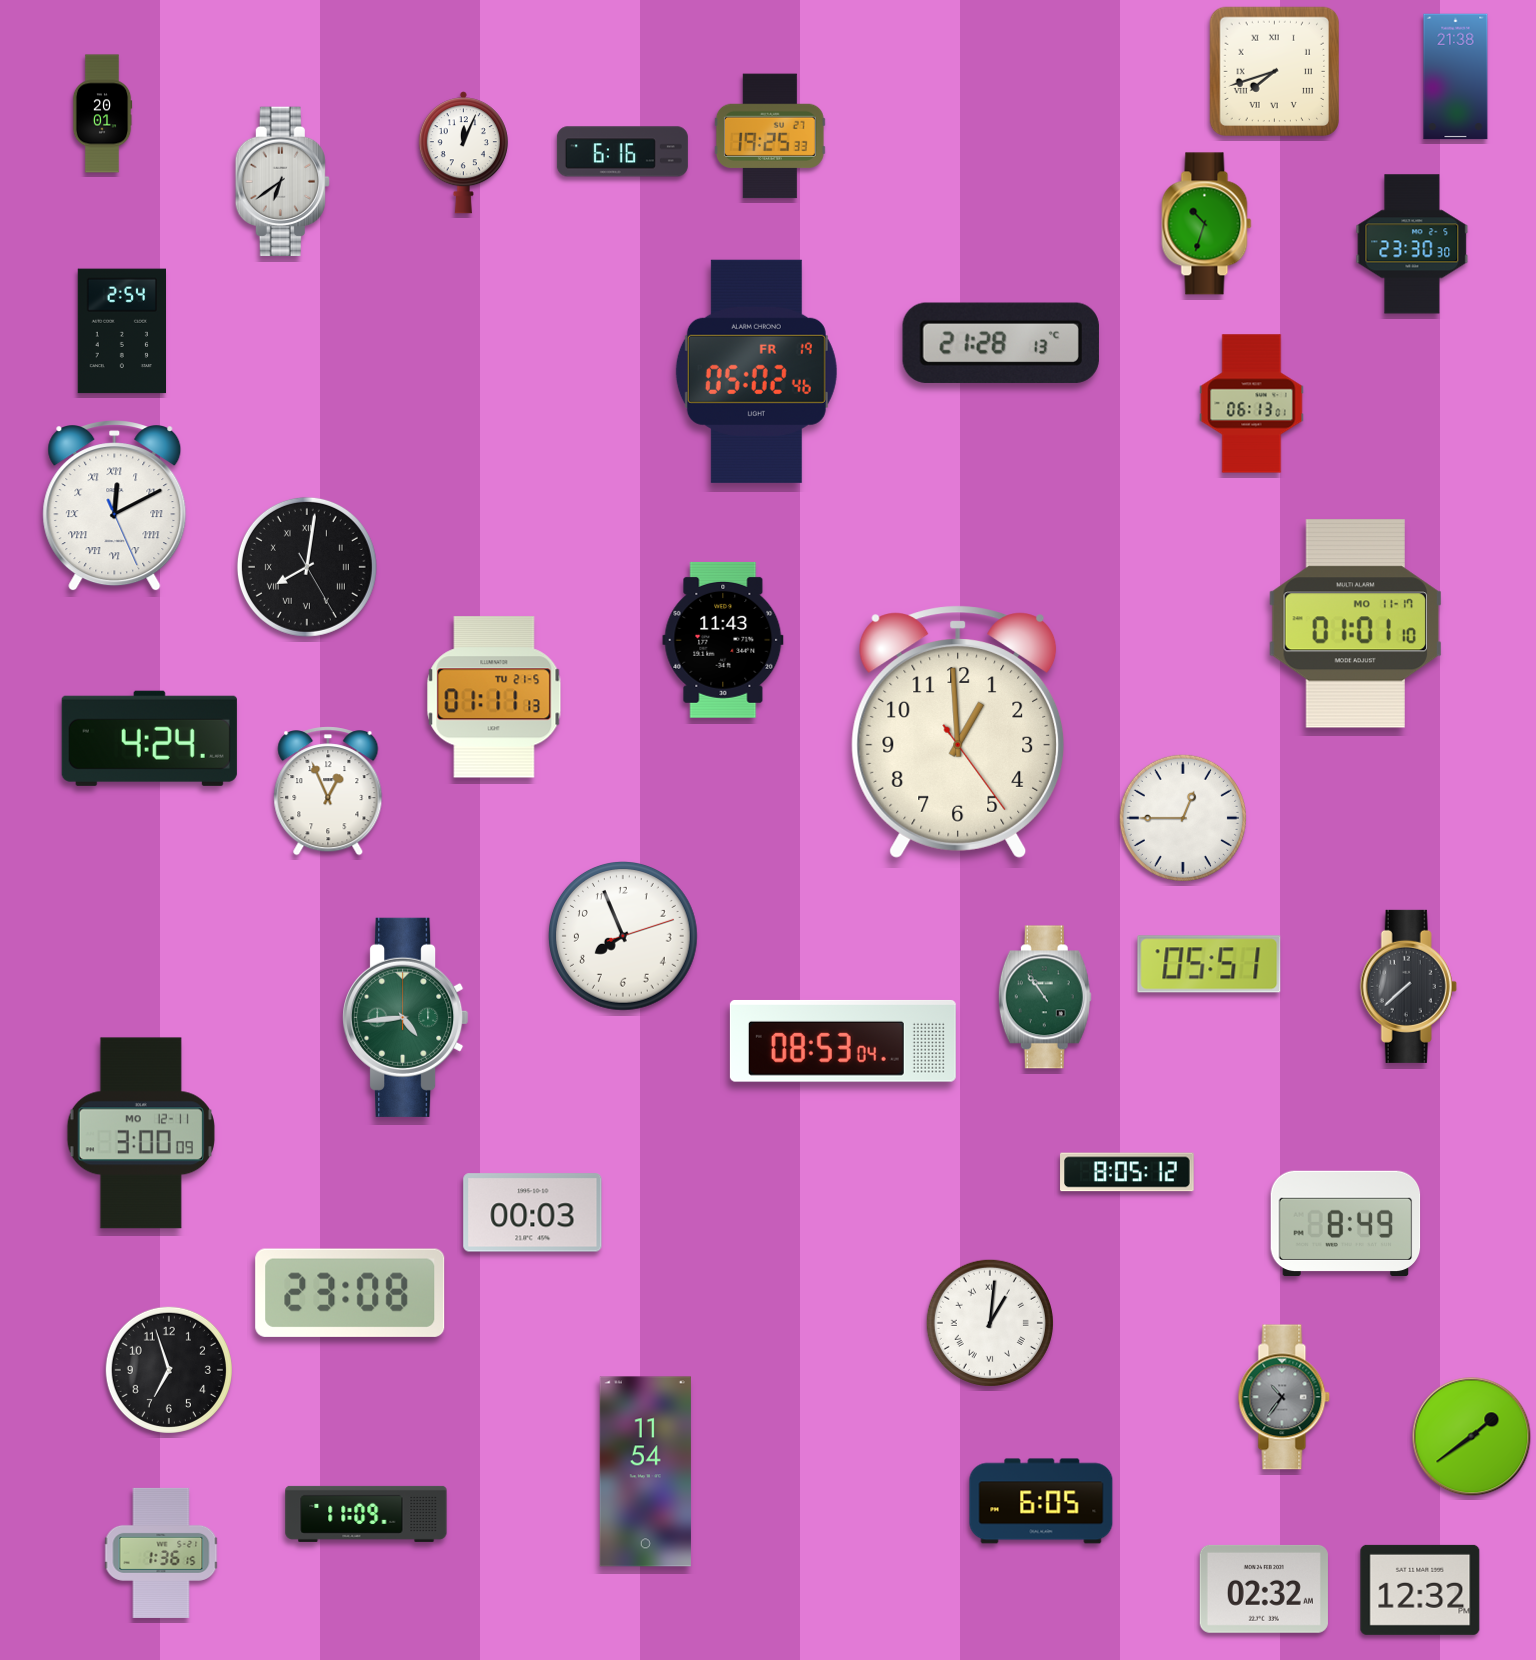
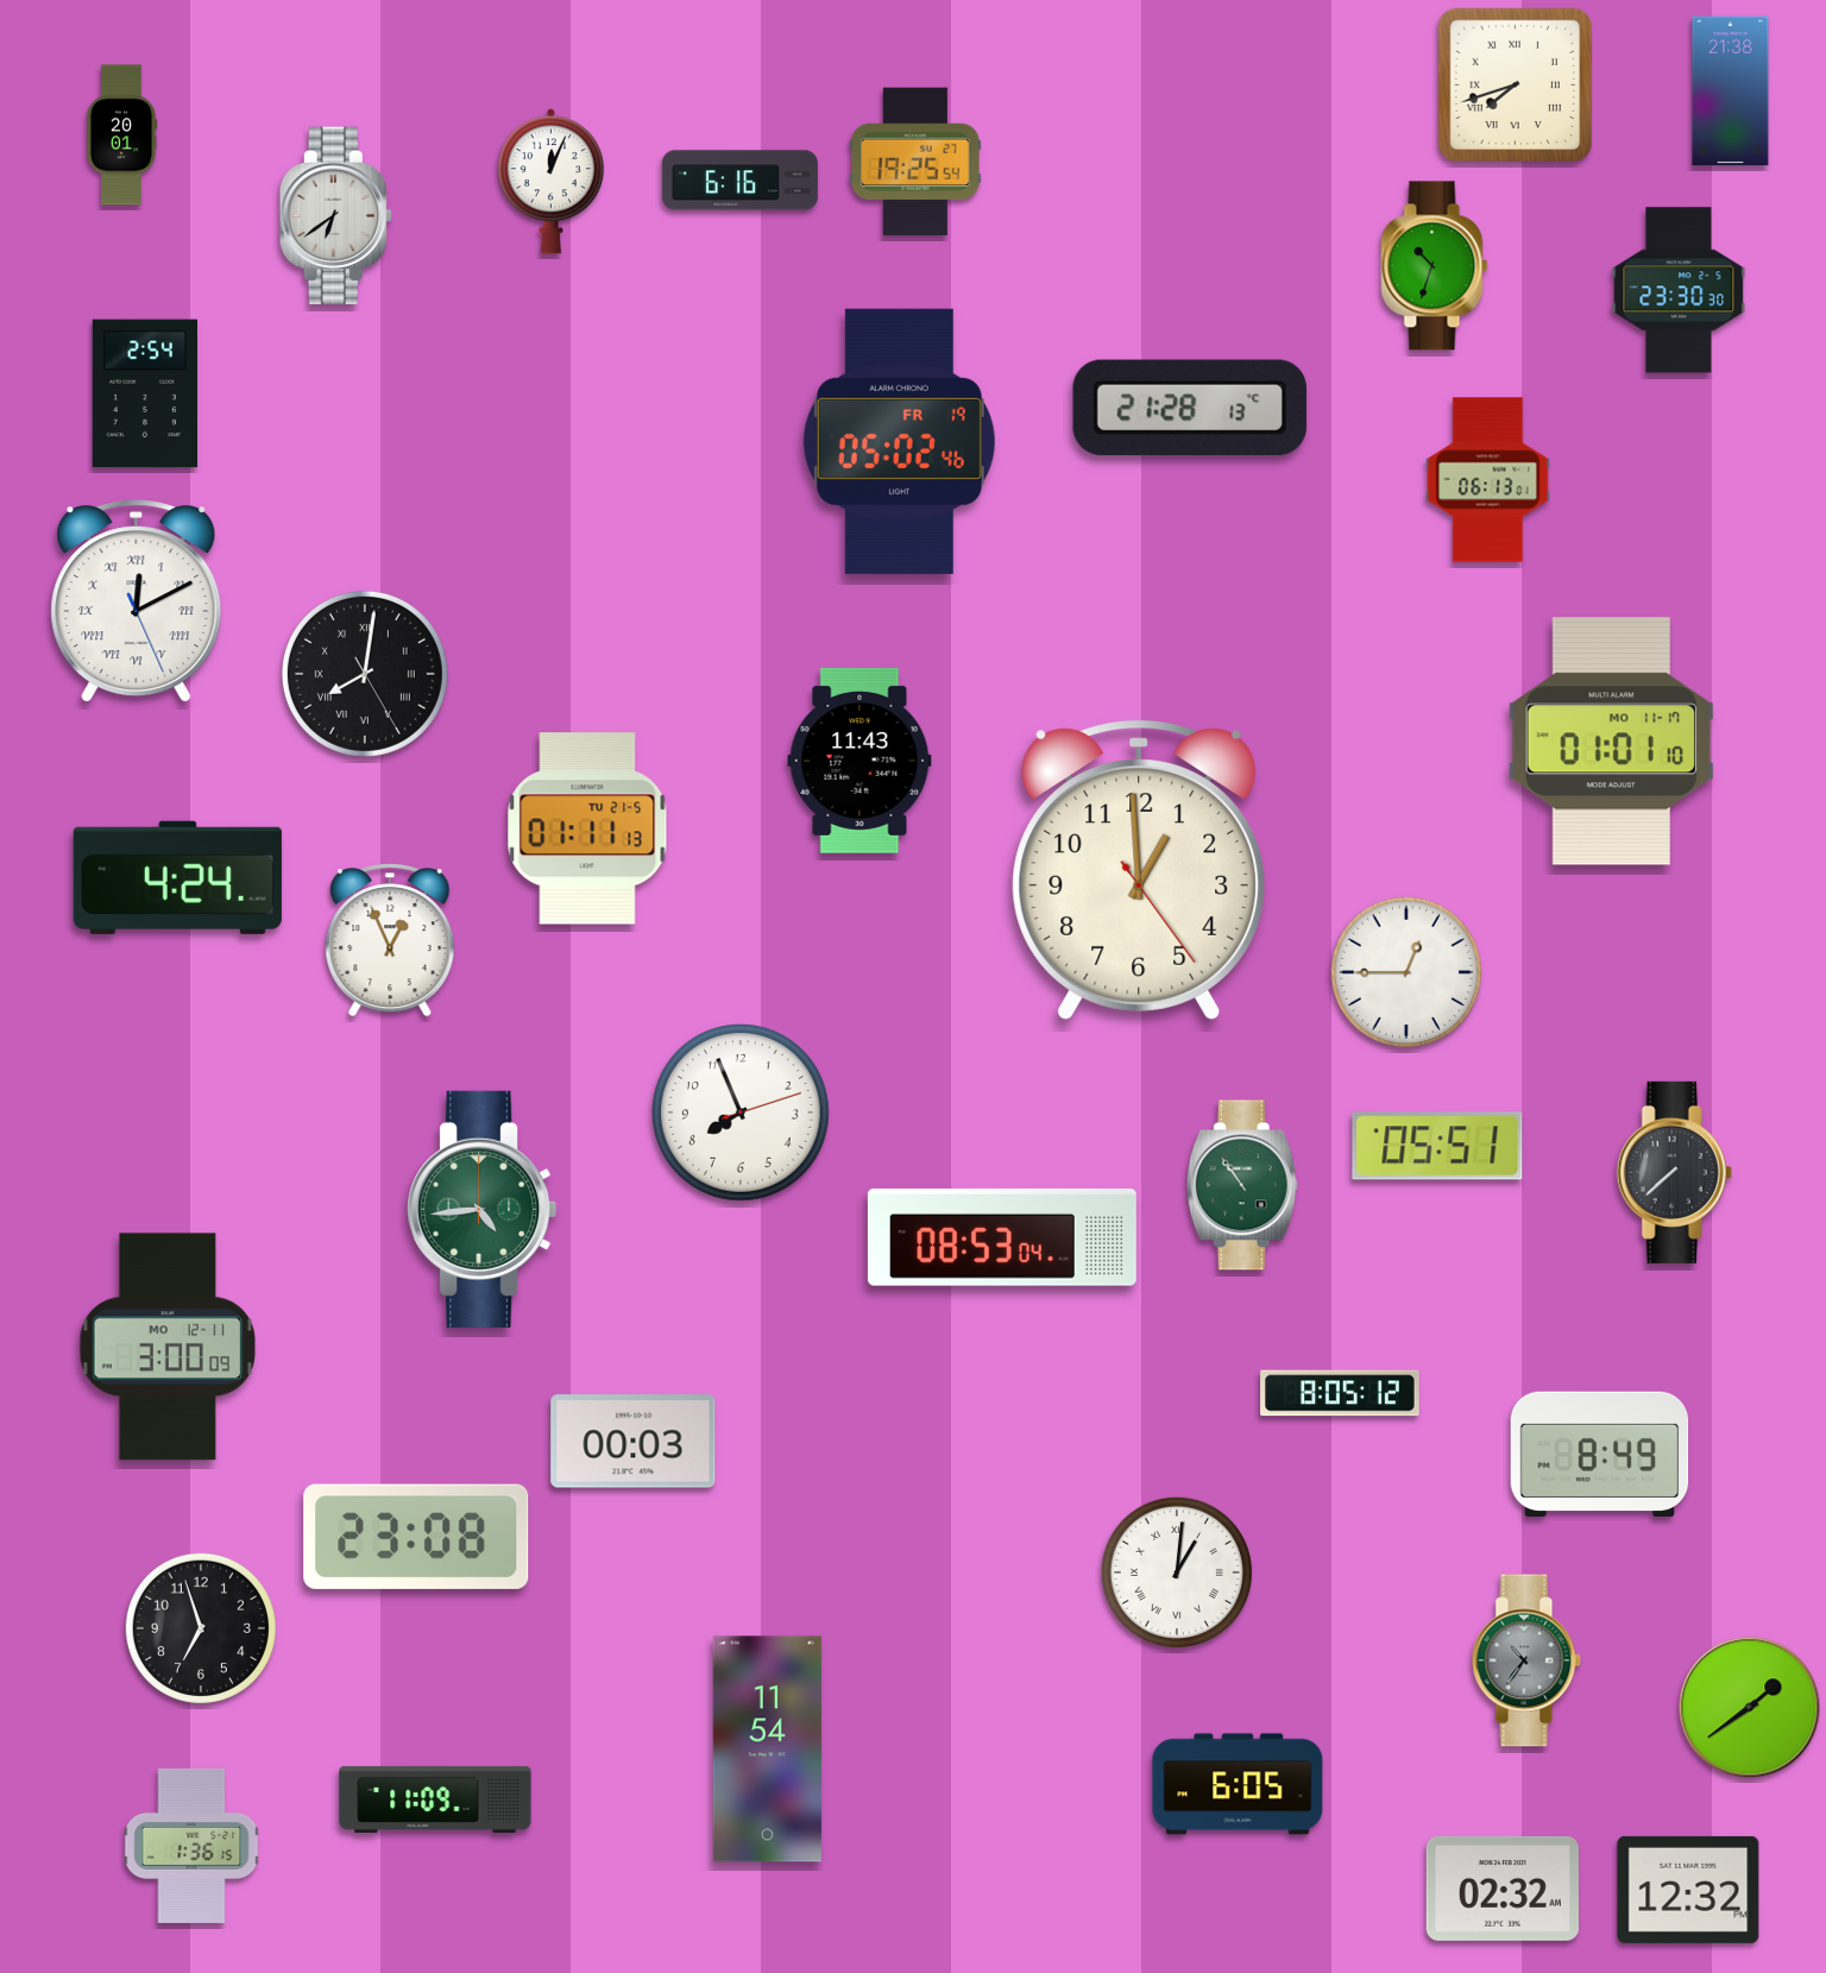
clock at (770, 136): 19:25:33 -> 19:25:54
